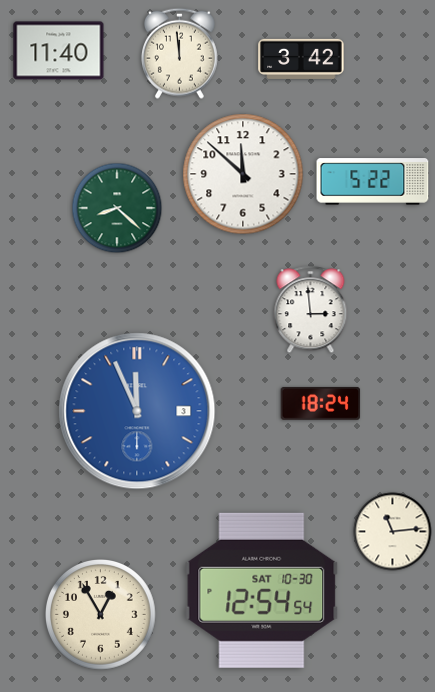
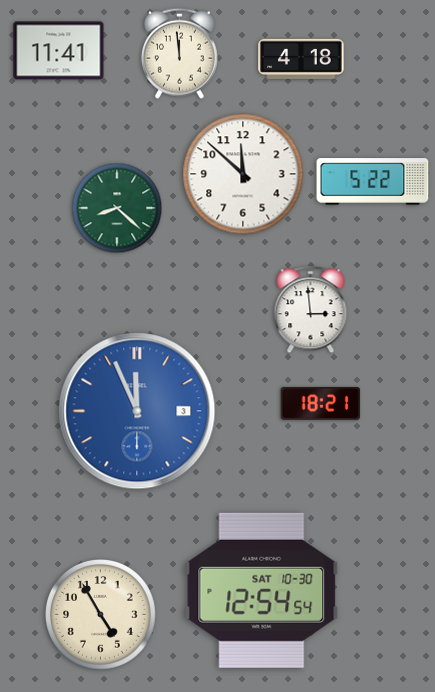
clock at (59, 51): 11:40 -> 11:41
clock at (301, 59): 3:42 -> 4:18
clock at (321, 403): 18:24 -> 18:21
clock at (393, 532): 11:14 -> none
clock at (101, 615): 12:55 -> 4:55
